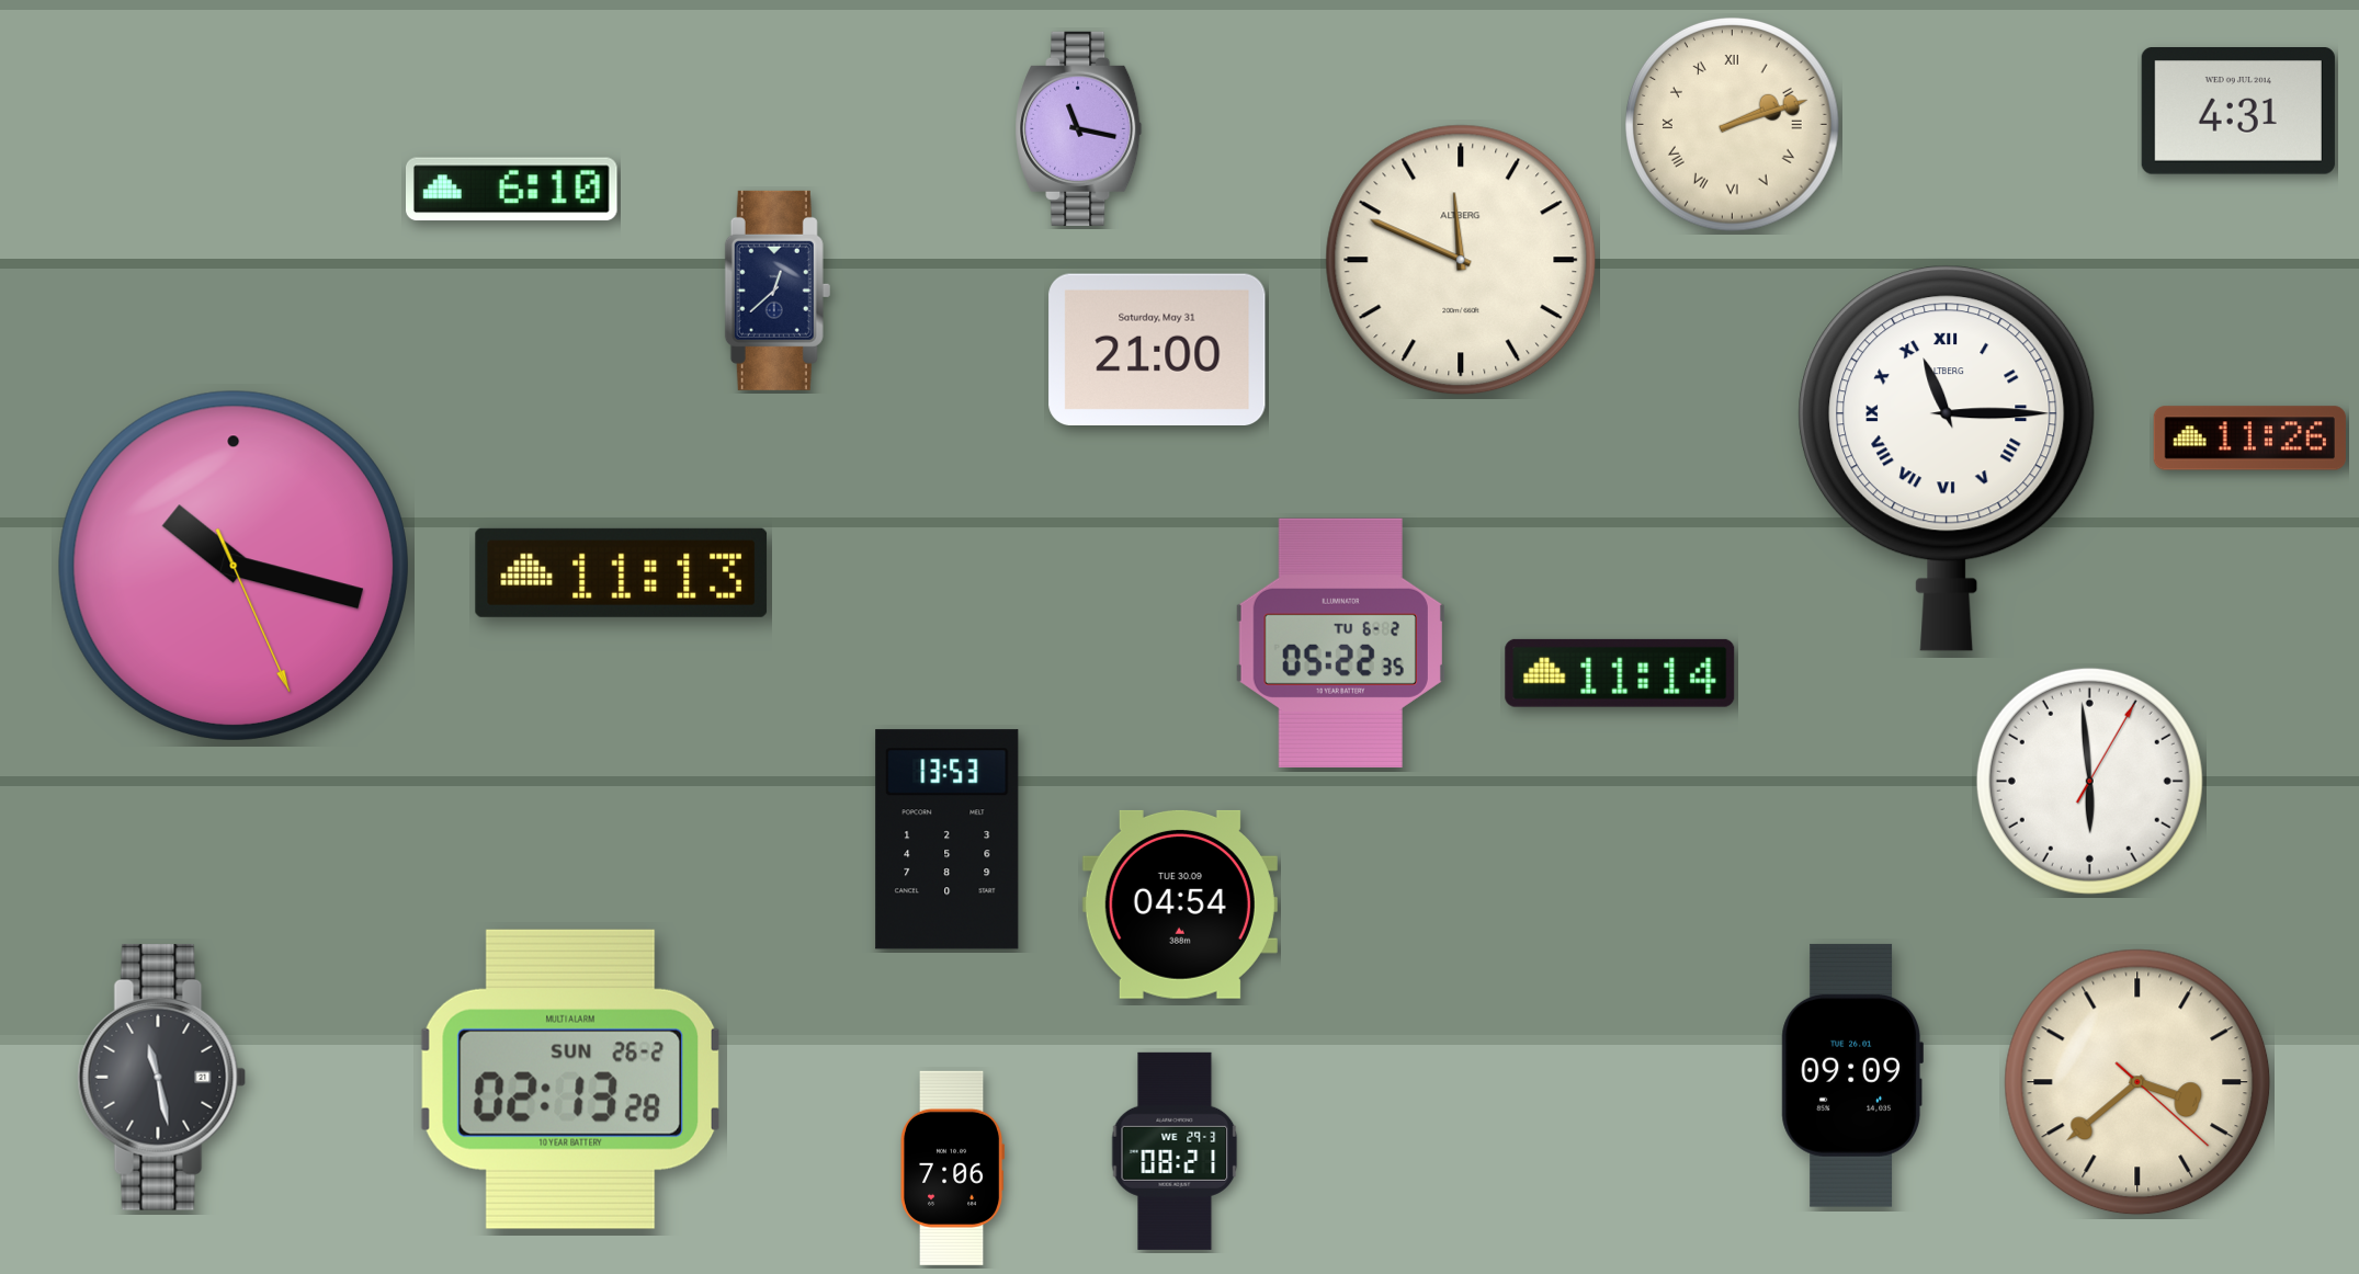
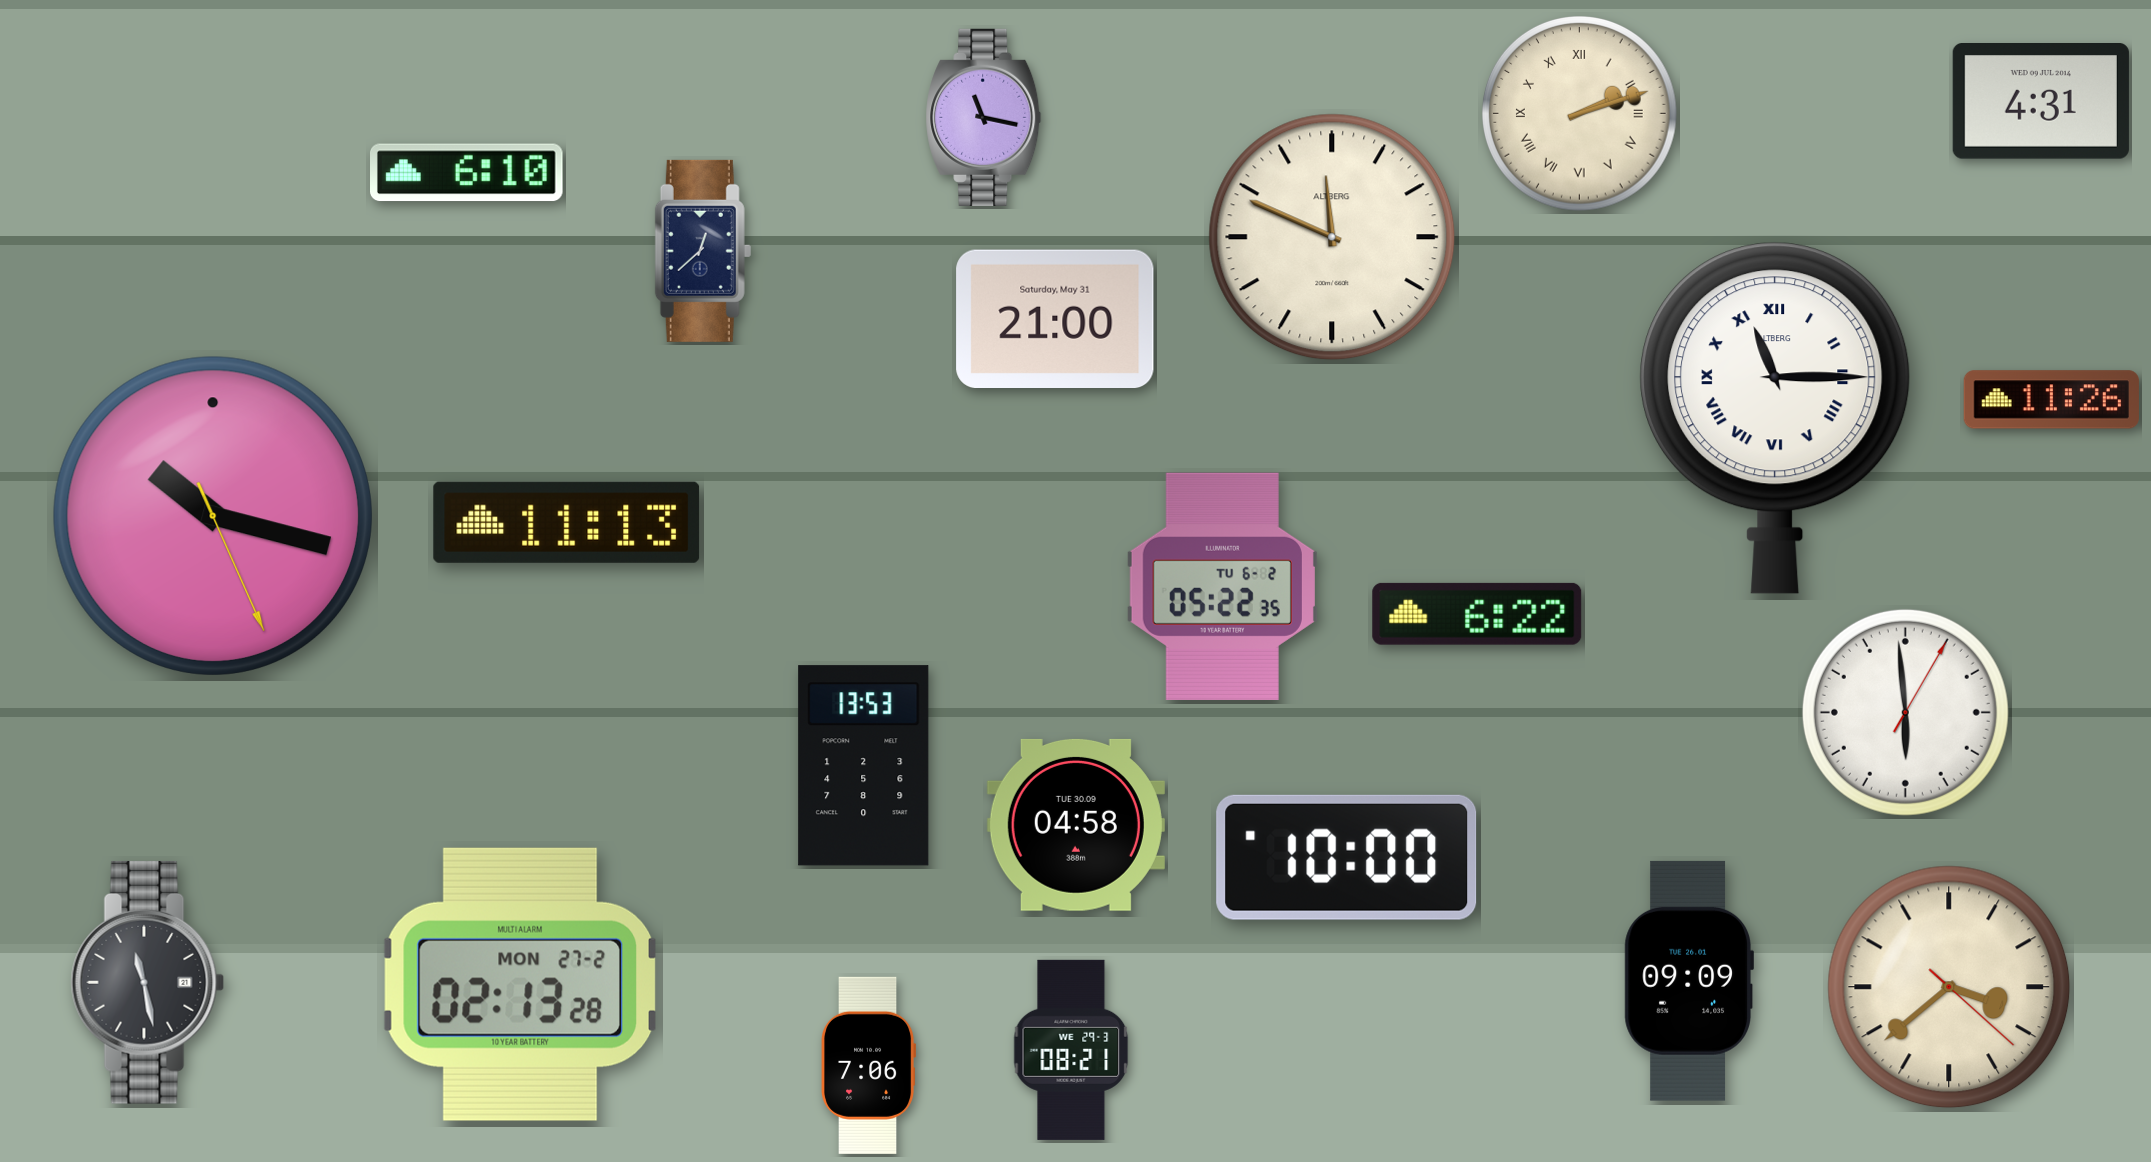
clock at (778, 291) position: (778, 291) -> (703, 251)
clock at (1620, 673): 11:14 -> 6:22
clock at (1180, 905): 04:54 -> 04:58
clock at (1347, 857): none -> 10:00
clock at (570, 1079) date: SUN 26-2 -> MON 27-2
